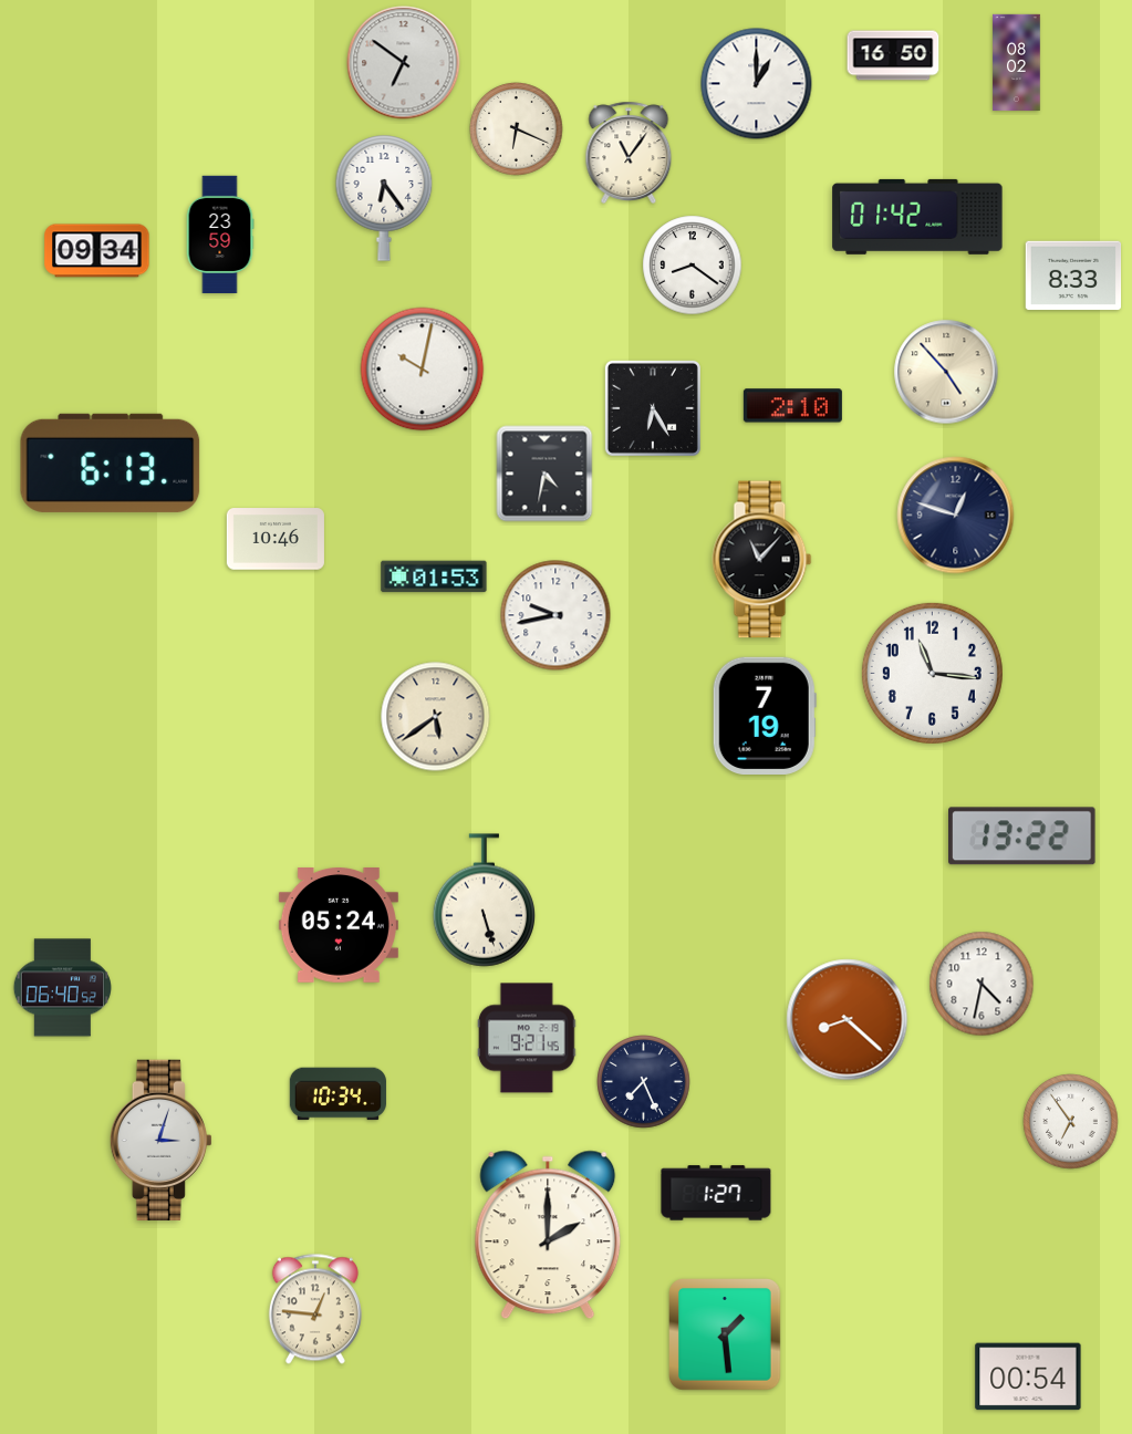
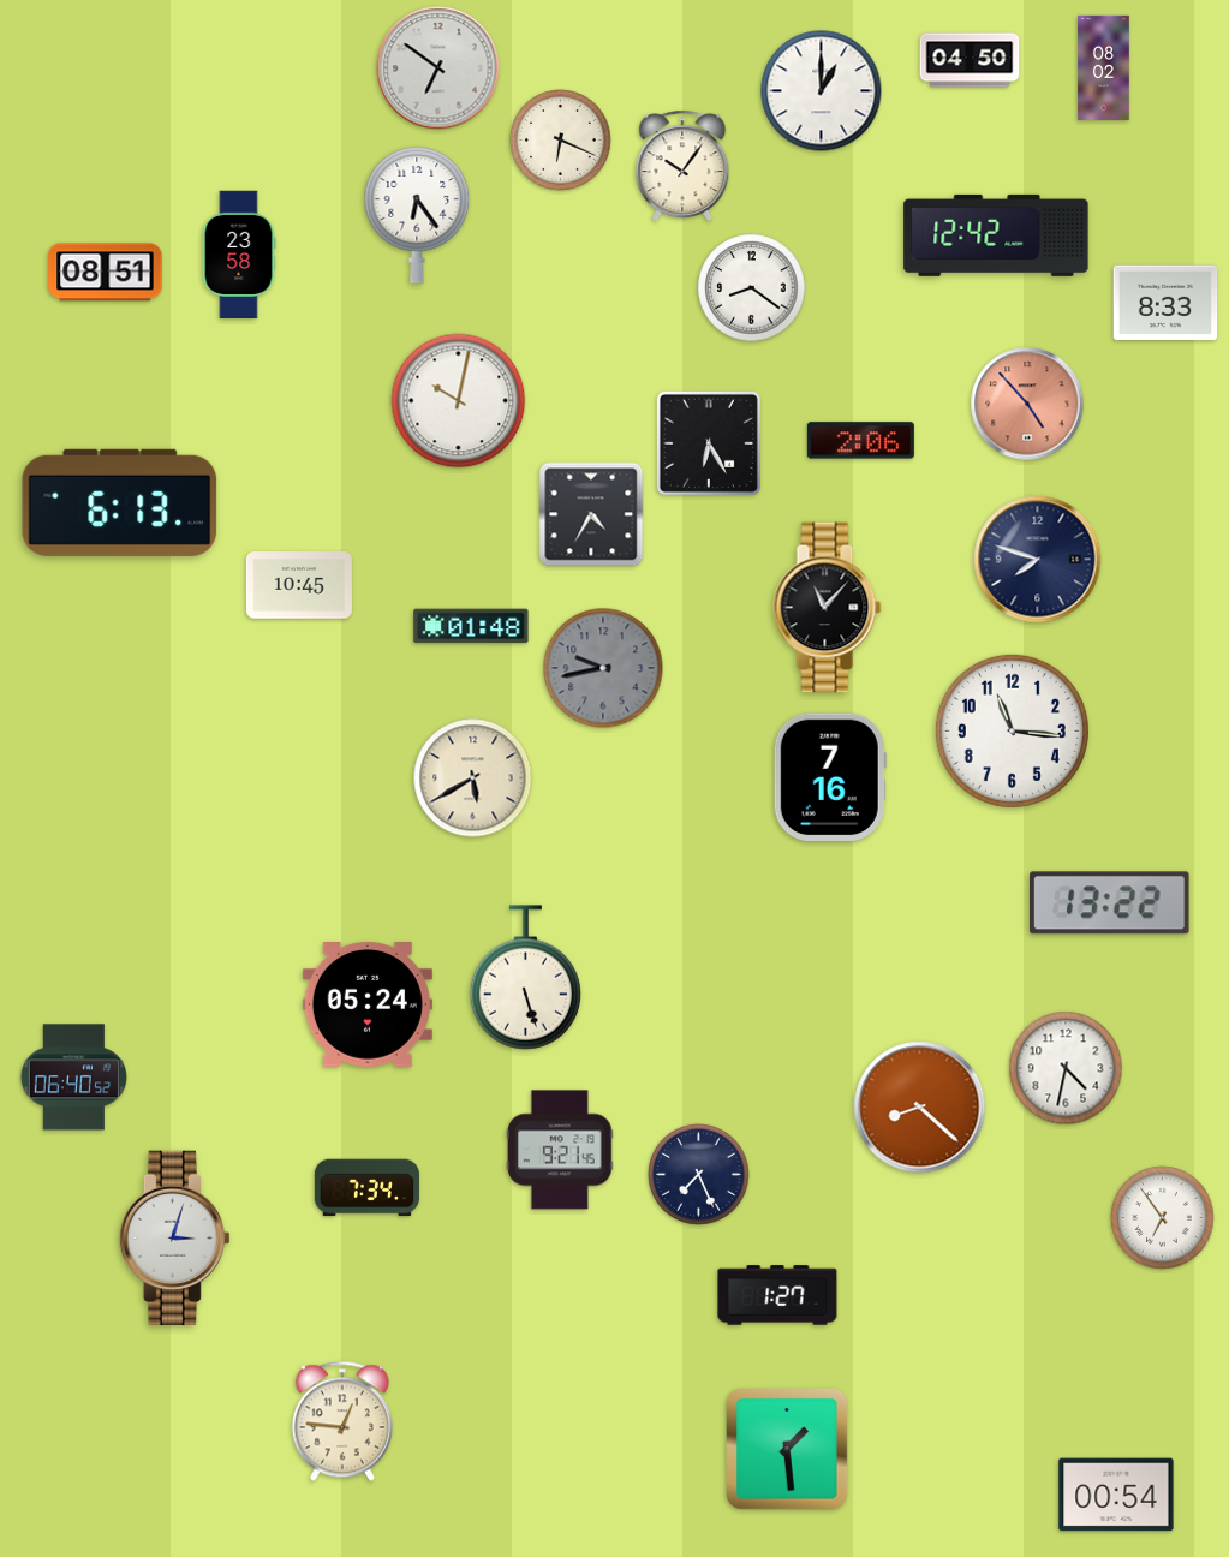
clock at (893, 55): 16:50 -> 04:50
clock at (629, 153): 11:06 -> 10:06
clock at (917, 217): 01:42 -> 12:42
clock at (220, 235): 23:59 -> 23:58
clock at (97, 251): 09:34 -> 08:51
clock at (1073, 276) position: (1073, 276) -> (1165, 303)
clock at (946, 372) dial: cream -> salmon
clock at (792, 406): 2:10 -> 2:06
clock at (544, 474): 4:32 -> 4:35
clock at (956, 516): 12:48 -> 7:48
clock at (276, 539): 10:46 -> 10:45
clock at (434, 576): 01:53 -> 01:48
clock at (555, 615) dial: white -> grey
clock at (765, 715): 7:19 -> 7:16
clock at (436, 717): 5:39 -> 5:40
clock at (1022, 836) position: (1022, 836) -> (1110, 903)
clock at (62, 988) position: (62, 988) -> (73, 1078)
clock at (527, 1038) position: (527, 1038) -> (560, 1150)
clock at (337, 1094): 10:34 -> 7:34
clock at (548, 1235): 2:00 -> none
